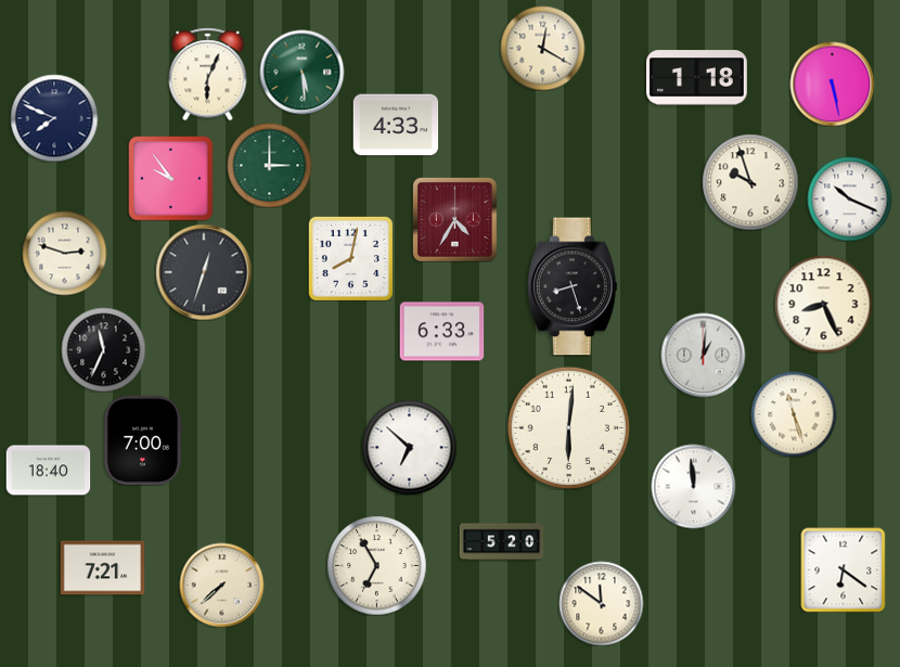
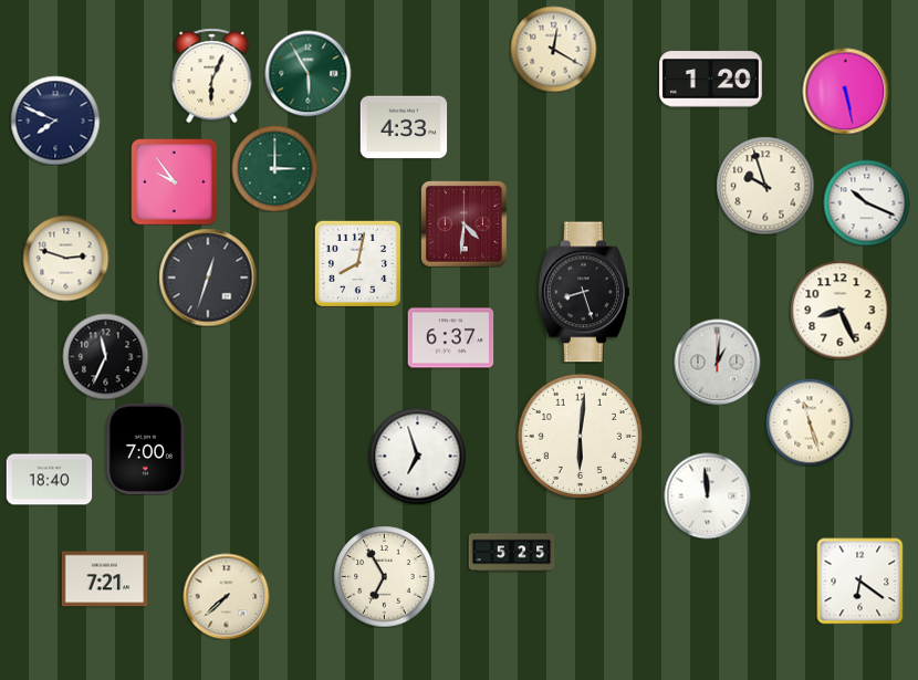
clock at (301, 72): 5:29 -> 5:55
clock at (697, 78): 1:18 -> 1:20
clock at (832, 84) position: (832, 84) -> (845, 91)
clock at (455, 220): 4:35 -> 4:31
clock at (441, 332): 6:33 -> 6:37
clock at (409, 447): 6:52 -> 6:57
clock at (501, 542): 5:20 -> 5:25
clock at (601, 603): 11:51 -> none
